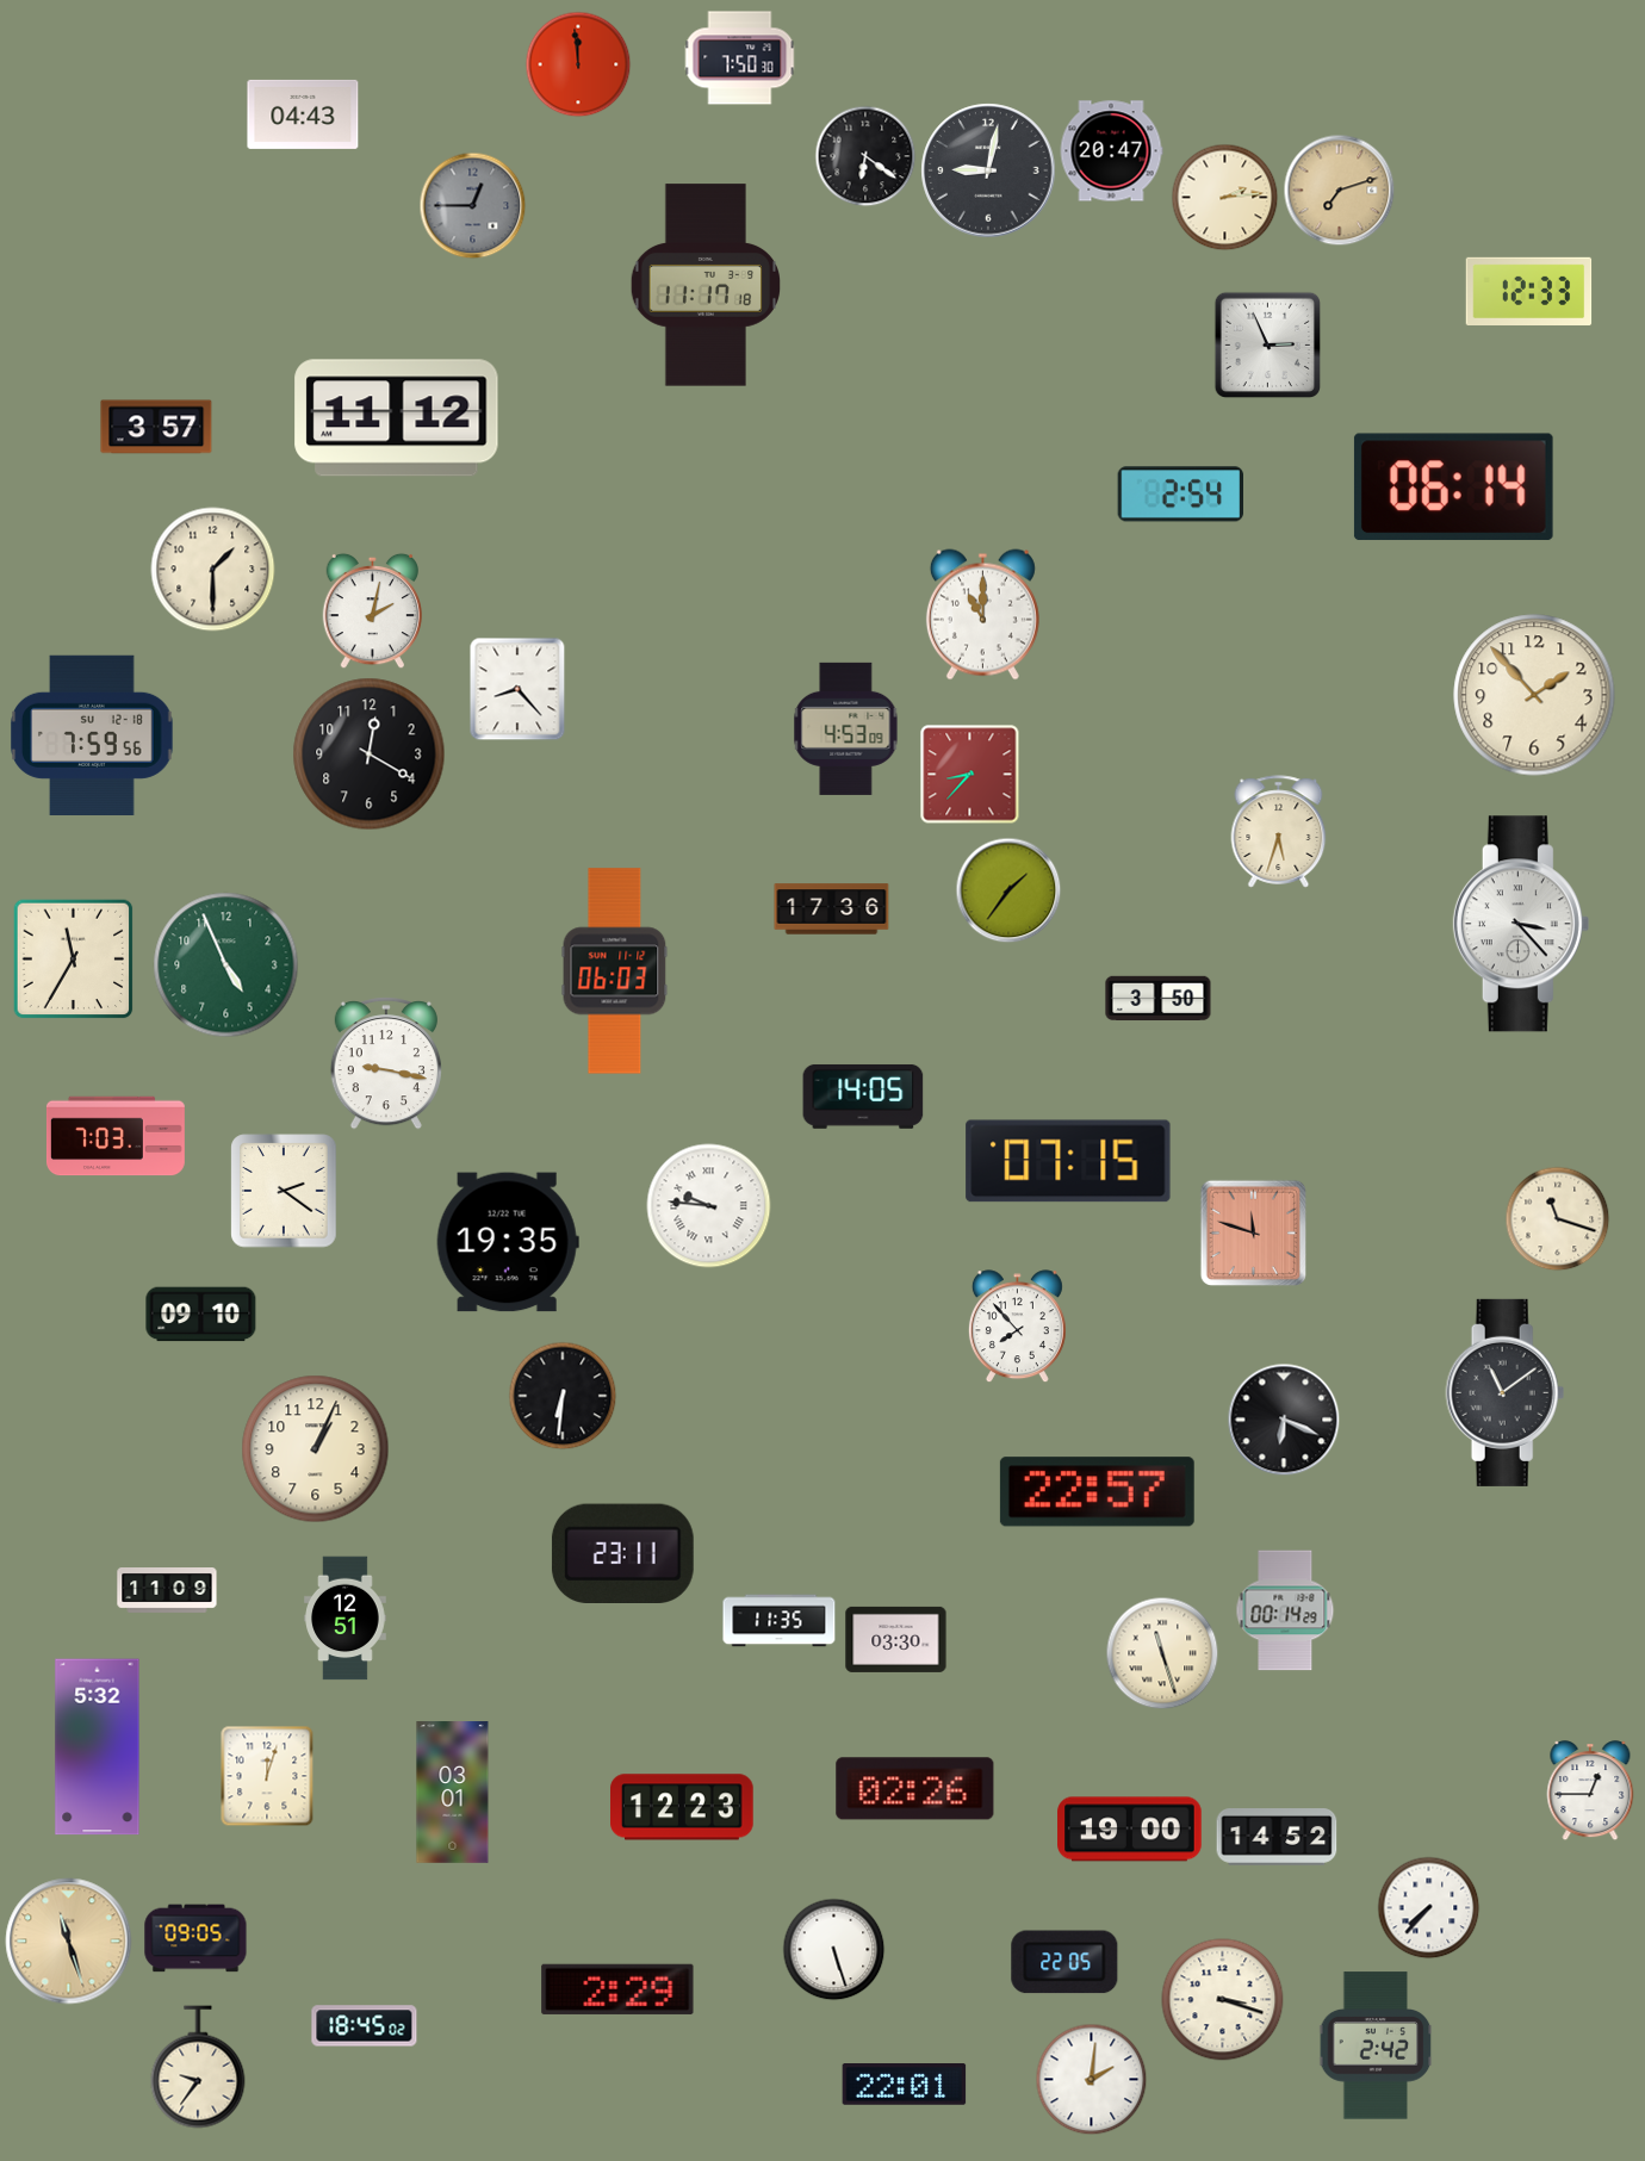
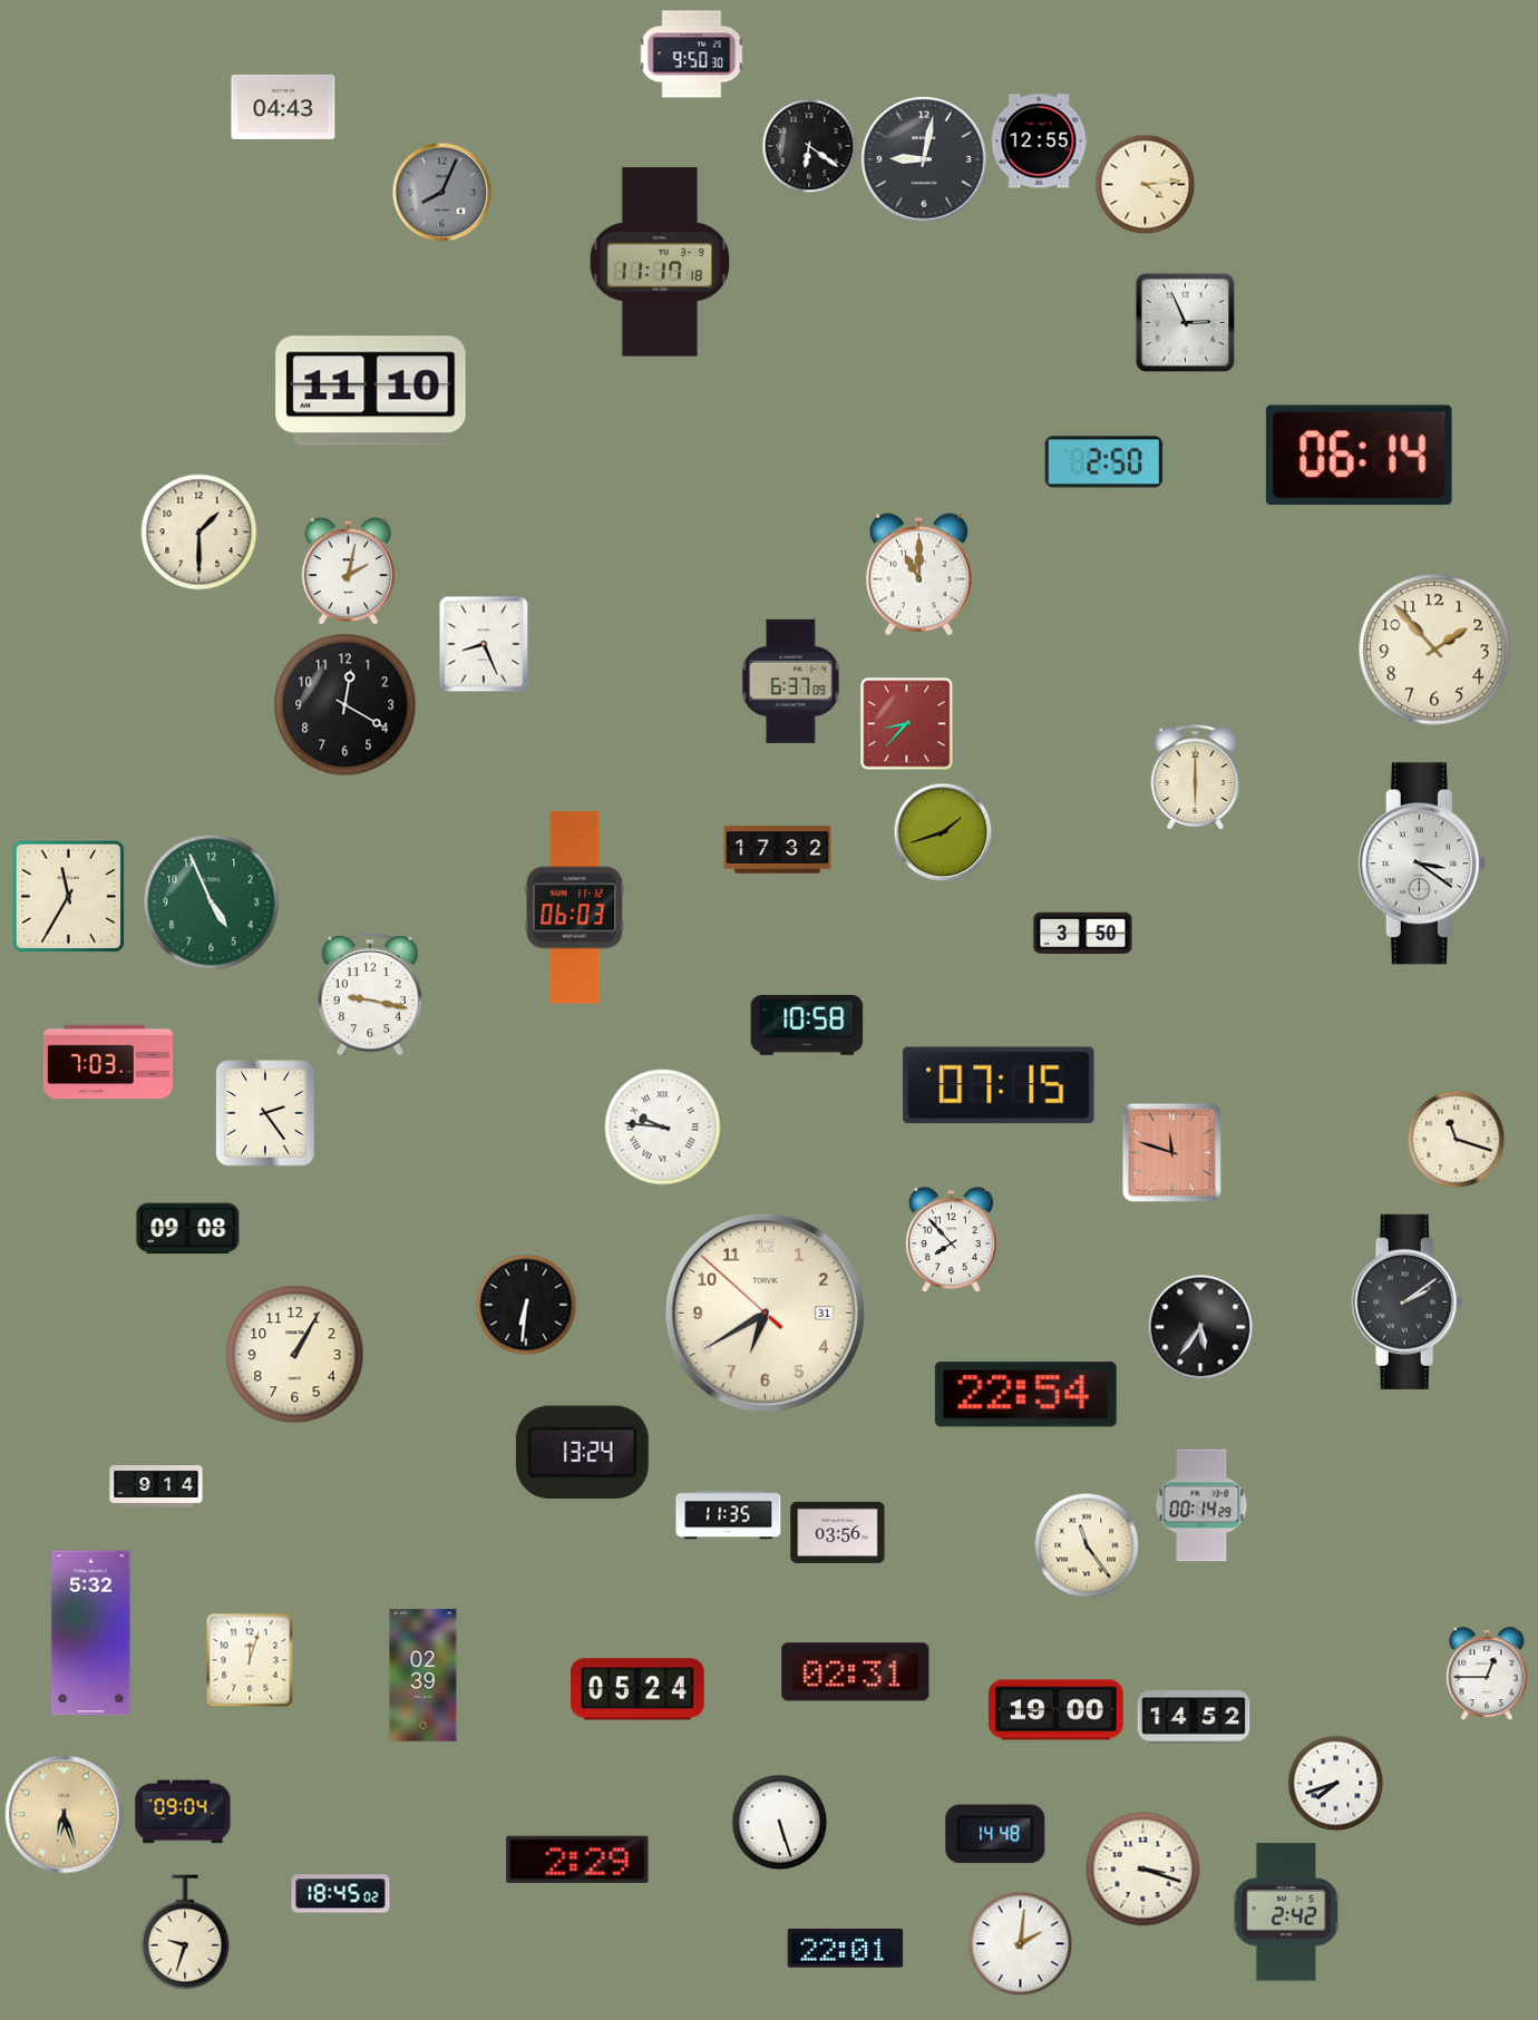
clock at (739, 58): 7:50 -> 9:50
clock at (578, 64): 11:59 -> none
clock at (1111, 151): 20:47 -> 12:55
clock at (1339, 190): 7:12 -> none
clock at (1224, 197): 2:14 -> 4:14
clock at (472, 205): 12:45 -> 8:04
clock at (706, 285) position: (706, 285) -> (660, 262)
clock at (1529, 291): 12:33 -> none
clock at (397, 418): 11:12 -> 11:10
clock at (156, 427): 3:57 -> none
clock at (1181, 495): 2:54 -> 2:50
clock at (517, 689): 8:23 -> 8:26
clock at (846, 728): 4:53 -> 6:37
clock at (92, 734): 7:59 -> none
clock at (1279, 832): 5:33 -> 6:00
clock at (1008, 890): 1:36 -> 1:42
clock at (832, 909): 17:36 -> 17:32
clock at (1521, 924): 3:23 -> 3:21
clock at (386, 1063) position: (386, 1063) -> (370, 994)
clock at (863, 1097): 14:05 -> 10:58
clock at (284, 1191): 2:21 -> 2:24
clock at (508, 1242): 19:35 -> none
clock at (201, 1315): 09:10 -> 09:08
clock at (1506, 1392): 11:09 -> 2:09
clock at (765, 1312): none -> 6:39
clock at (1284, 1420): 6:19 -> 5:36
clock at (316, 1449): 1:04 -> 1:05
clock at (1097, 1492): 22:57 -> 22:54
clock at (622, 1553): 23:11 -> 13:24
clock at (167, 1591): 11:09 -> 9:14
clock at (346, 1619): 12:51 -> none
clock at (896, 1639): 03:30 -> 03:56
clock at (1162, 1653): 11:27 -> 11:24
clock at (915, 1789): 02:26 -> 02:31
clock at (453, 1793): 03:01 -> 02:39
clock at (683, 1807): 12:23 -> 05:24
clock at (1428, 1907): 7:37 -> 7:42
clock at (195, 1938): 09:05 -> 09:04
clock at (69, 1942): 11:27 -> 6:27
clock at (1064, 1962): 22:05 -> 14:48
clock at (198, 2067): 9:36 -> 9:33
